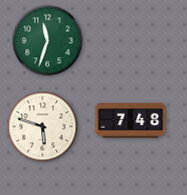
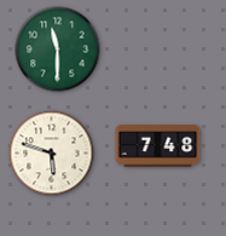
clock at (48, 41): 11:33 -> 11:30
